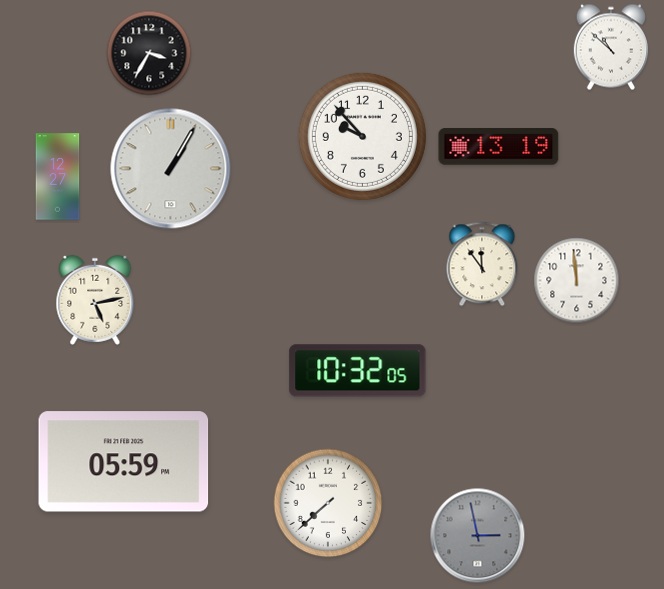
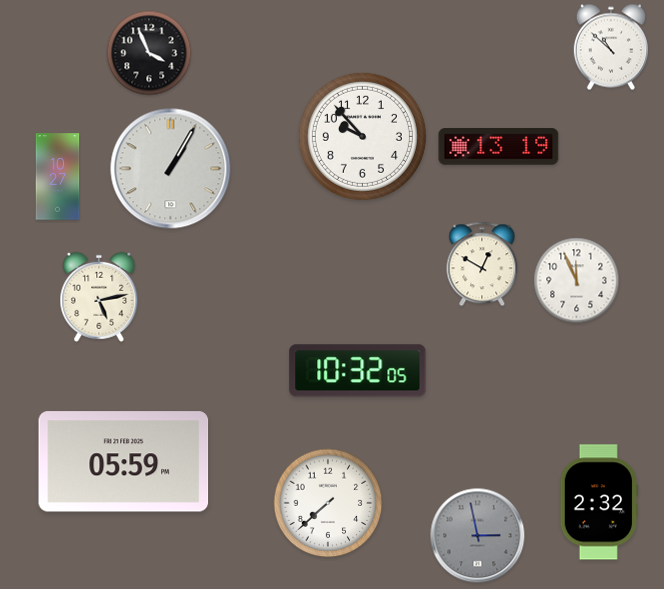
clock at (149, 53): 3:35 -> 3:56
clock at (58, 177): 12:27 -> 10:27
clock at (482, 264): 11:54 -> 12:50
clock at (577, 281): 11:59 -> 11:56
clock at (95, 300) position: (95, 300) -> (99, 297)
clock at (598, 502): none -> 2:32
